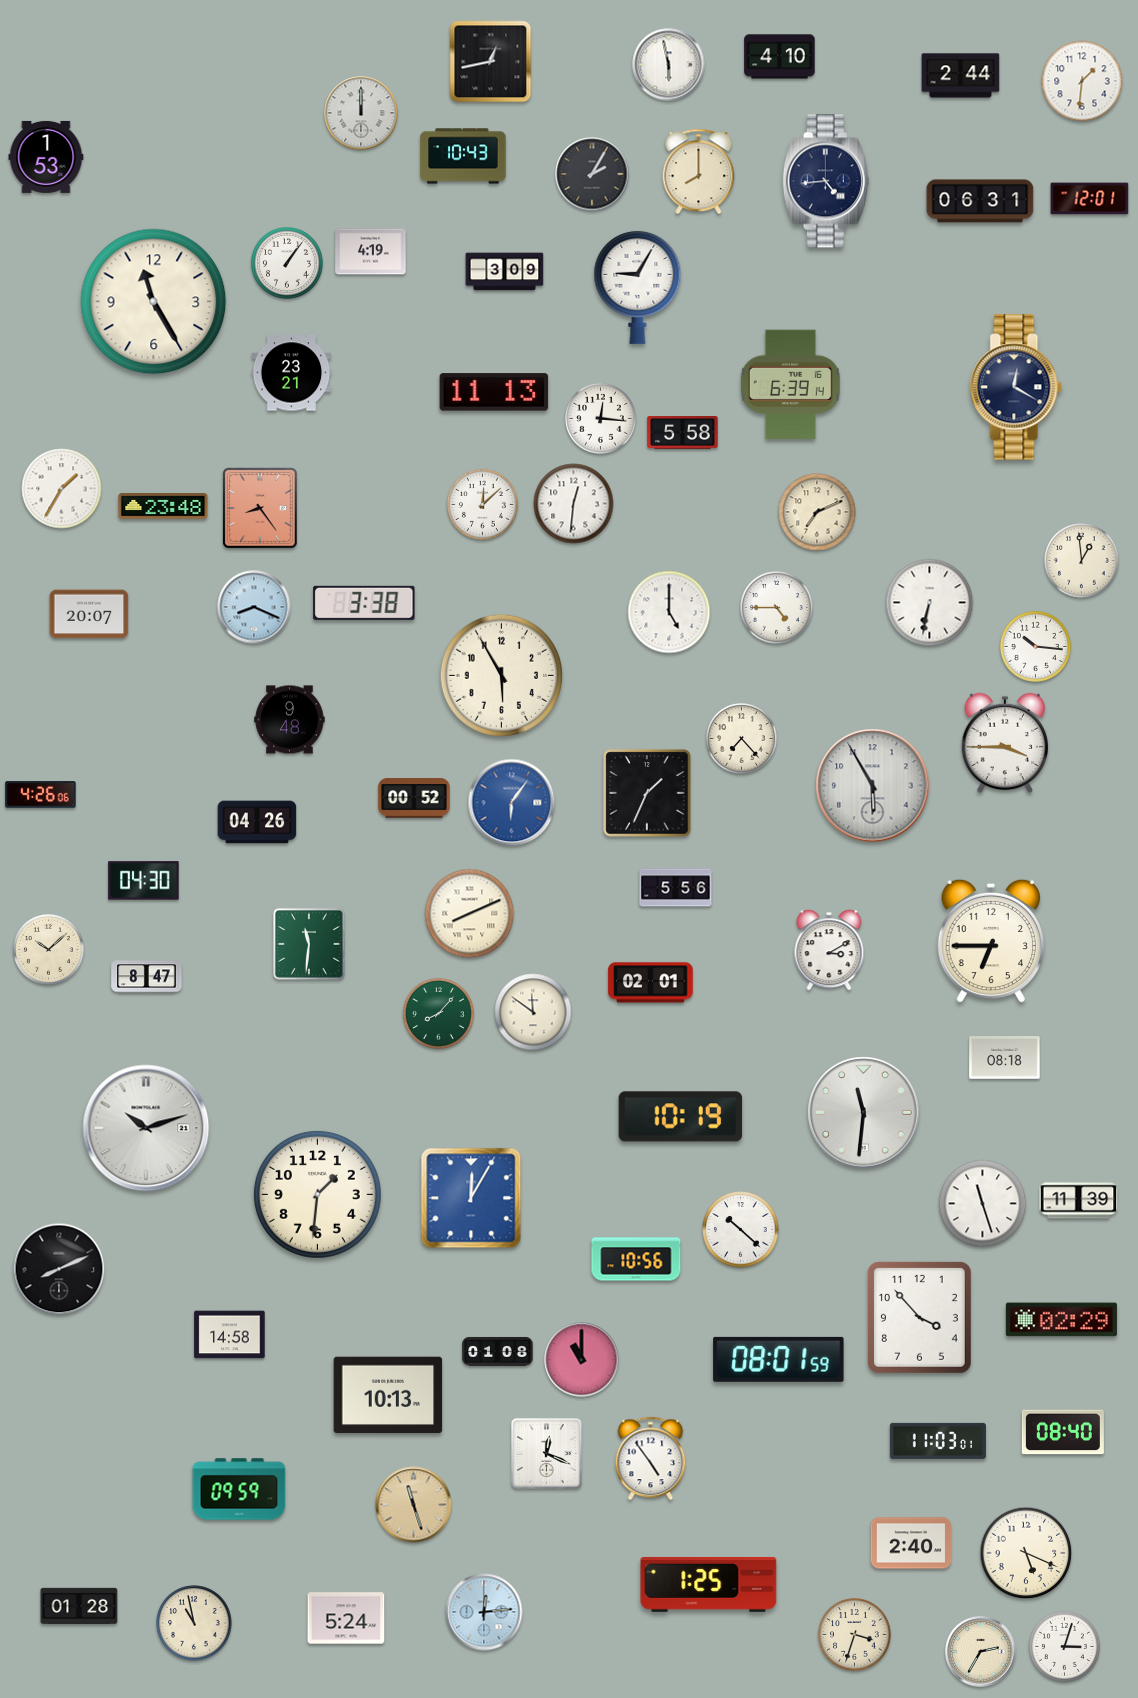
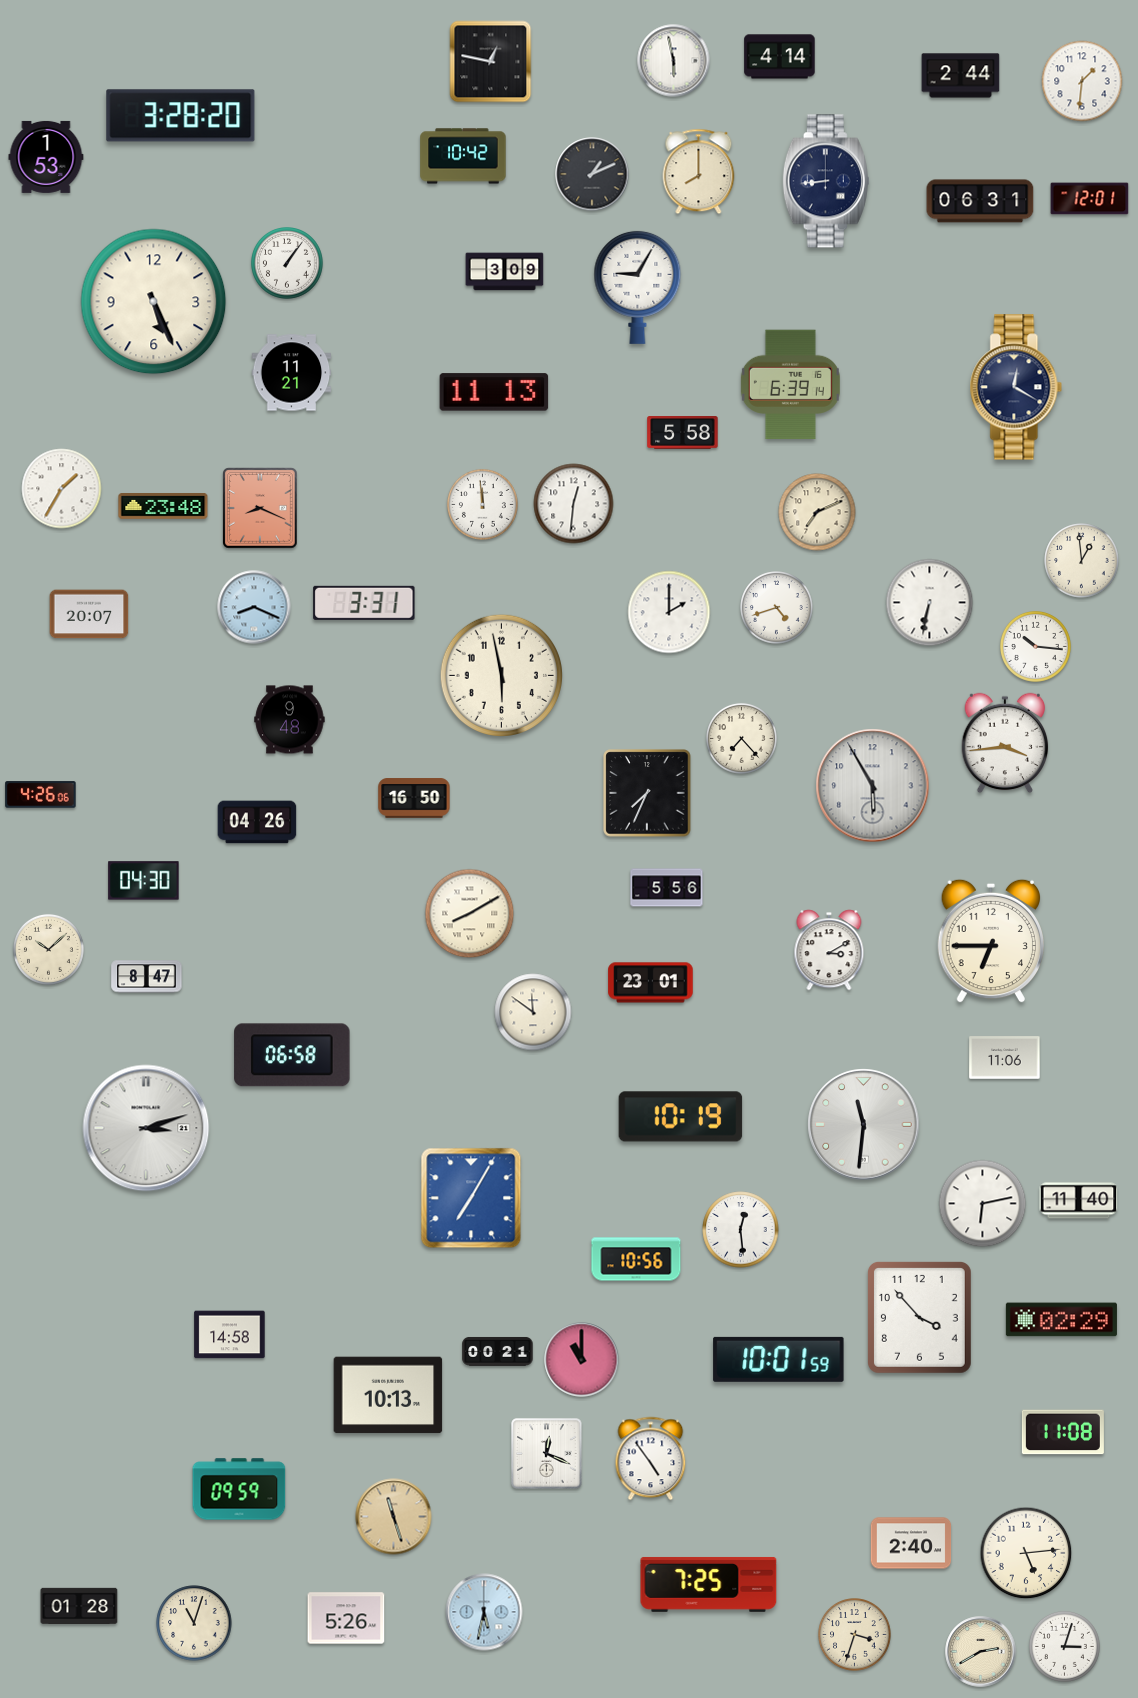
clock at (780, 57): 4:10 -> 4:14
clock at (491, 62): 12:43 -> 12:47
clock at (669, 65) position: (669, 65) -> (674, 61)
clock at (361, 113): 12:00 -> none
clock at (181, 116): none -> 3:28
clock at (463, 156): 10:43 -> 10:42
clock at (592, 174): 2:05 -> 1:11
clock at (826, 181): 4:44 -> 8:44
clock at (371, 252): 4:19 -> none
clock at (154, 302): 11:25 -> 5:26
clock at (292, 373): 23:21 -> 11:21
clock at (600, 418): 12:16 -> none
clock at (482, 504): 12:08 -> 11:59
clock at (260, 508): 8:24 -> 8:19
clock at (364, 603): 3:38 -> 3:31
clock at (777, 608): 4:45 -> 4:42
clock at (669, 612): 5:00 -> 2:00
clock at (501, 675): 5:55 -> 5:58
clock at (1005, 743): 3:45 -> 3:44
clock at (647, 793): 1:34 -> 7:34
clock at (414, 798): 00:52 -> 16:50
clock at (512, 803): 6:06 -> none
clock at (676, 888) position: (676, 888) -> (667, 888)
clock at (470, 914): 8:11 -> 8:10
clock at (310, 945): 11:31 -> none
clock at (651, 983): 02:01 -> 23:01
clock at (438, 1013): 8:07 -> none
clock at (292, 1055): none -> 06:58
clock at (1005, 1058): 08:18 -> 11:06
clock at (864, 1113) position: (864, 1113) -> (864, 1125)
clock at (146, 1128): 10:12 -> 3:12
clock at (317, 1194): 1:31 -> none
clock at (471, 1198): 12:05 -> 7:05
clock at (1079, 1201): 11:39 -> 11:40
clock at (983, 1204): 11:27 -> 6:13
clock at (741, 1230): 10:22 -> 12:29
clock at (59, 1269): 8:11 -> none
clock at (498, 1351): 01:08 -> 00:21
clock at (779, 1359): 08:01 -> 10:01
clock at (1063, 1432): 08:40 -> 11:08
clock at (938, 1441): 11:03 -> none
clock at (414, 1505) position: (414, 1505) -> (394, 1517)
clock at (1026, 1553): 5:19 -> 5:14
clock at (709, 1584): 1:25 -> 7:25
clock at (484, 1612): 12:14 -> 5:32
clock at (346, 1618): 5:24 -> 5:26
clock at (194, 1623): 10:58 -> 11:03
clock at (981, 1652): 2:35 -> 2:40
